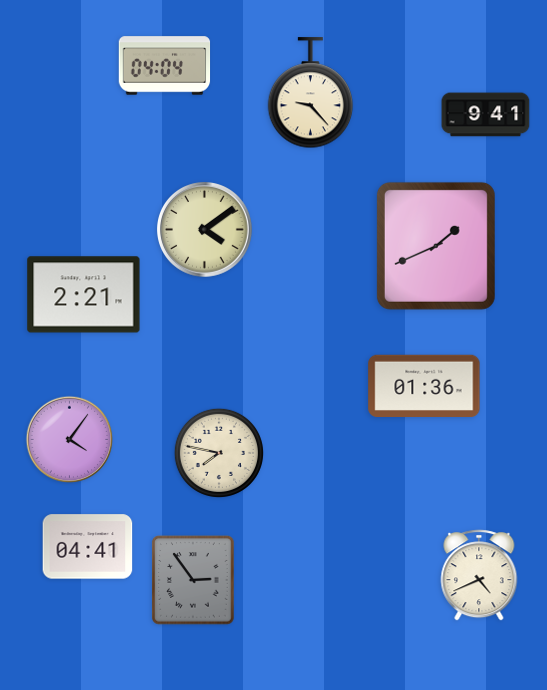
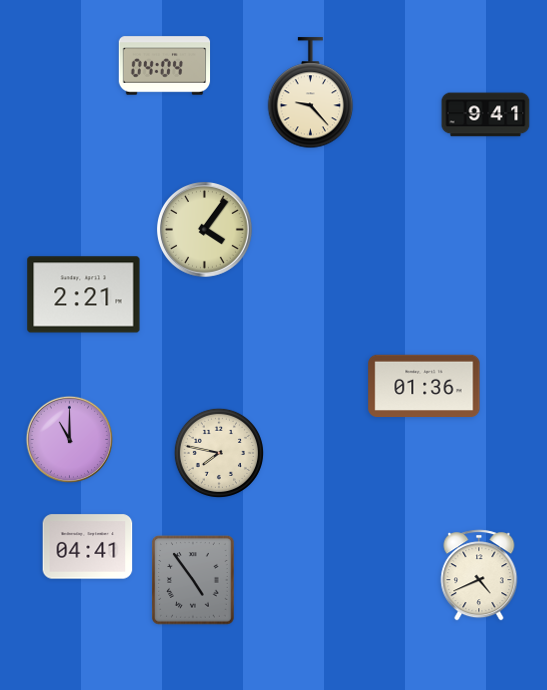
clock at (205, 230): 4:09 -> 4:06
clock at (436, 246): 1:41 -> none
clock at (70, 440): 4:06 -> 11:00
clock at (193, 580): 2:54 -> 4:54
